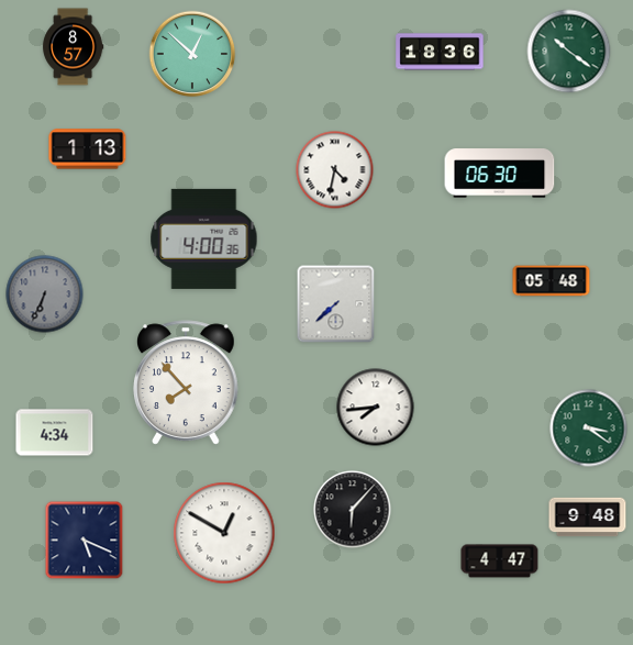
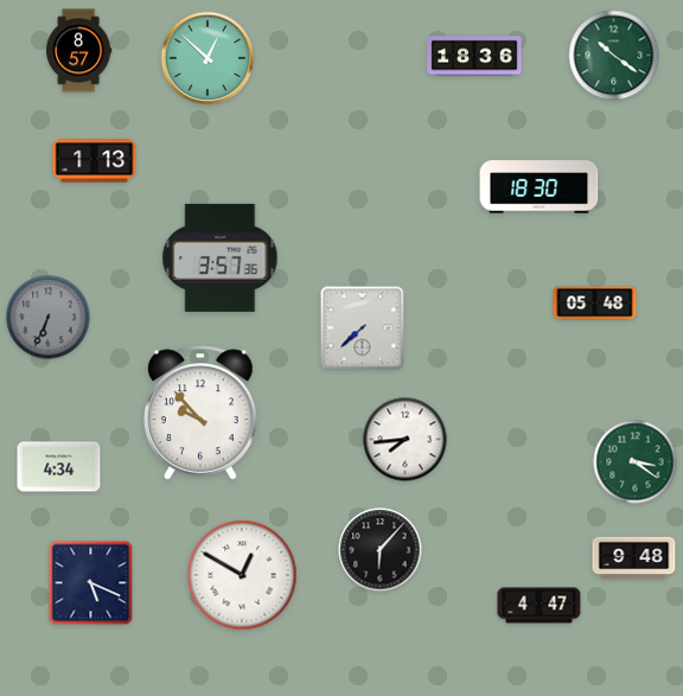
clock at (335, 170): 4:32 -> none
clock at (500, 174): 06:30 -> 18:30
clock at (204, 238): 4:00 -> 3:57
clock at (187, 382): 7:53 -> 9:53
